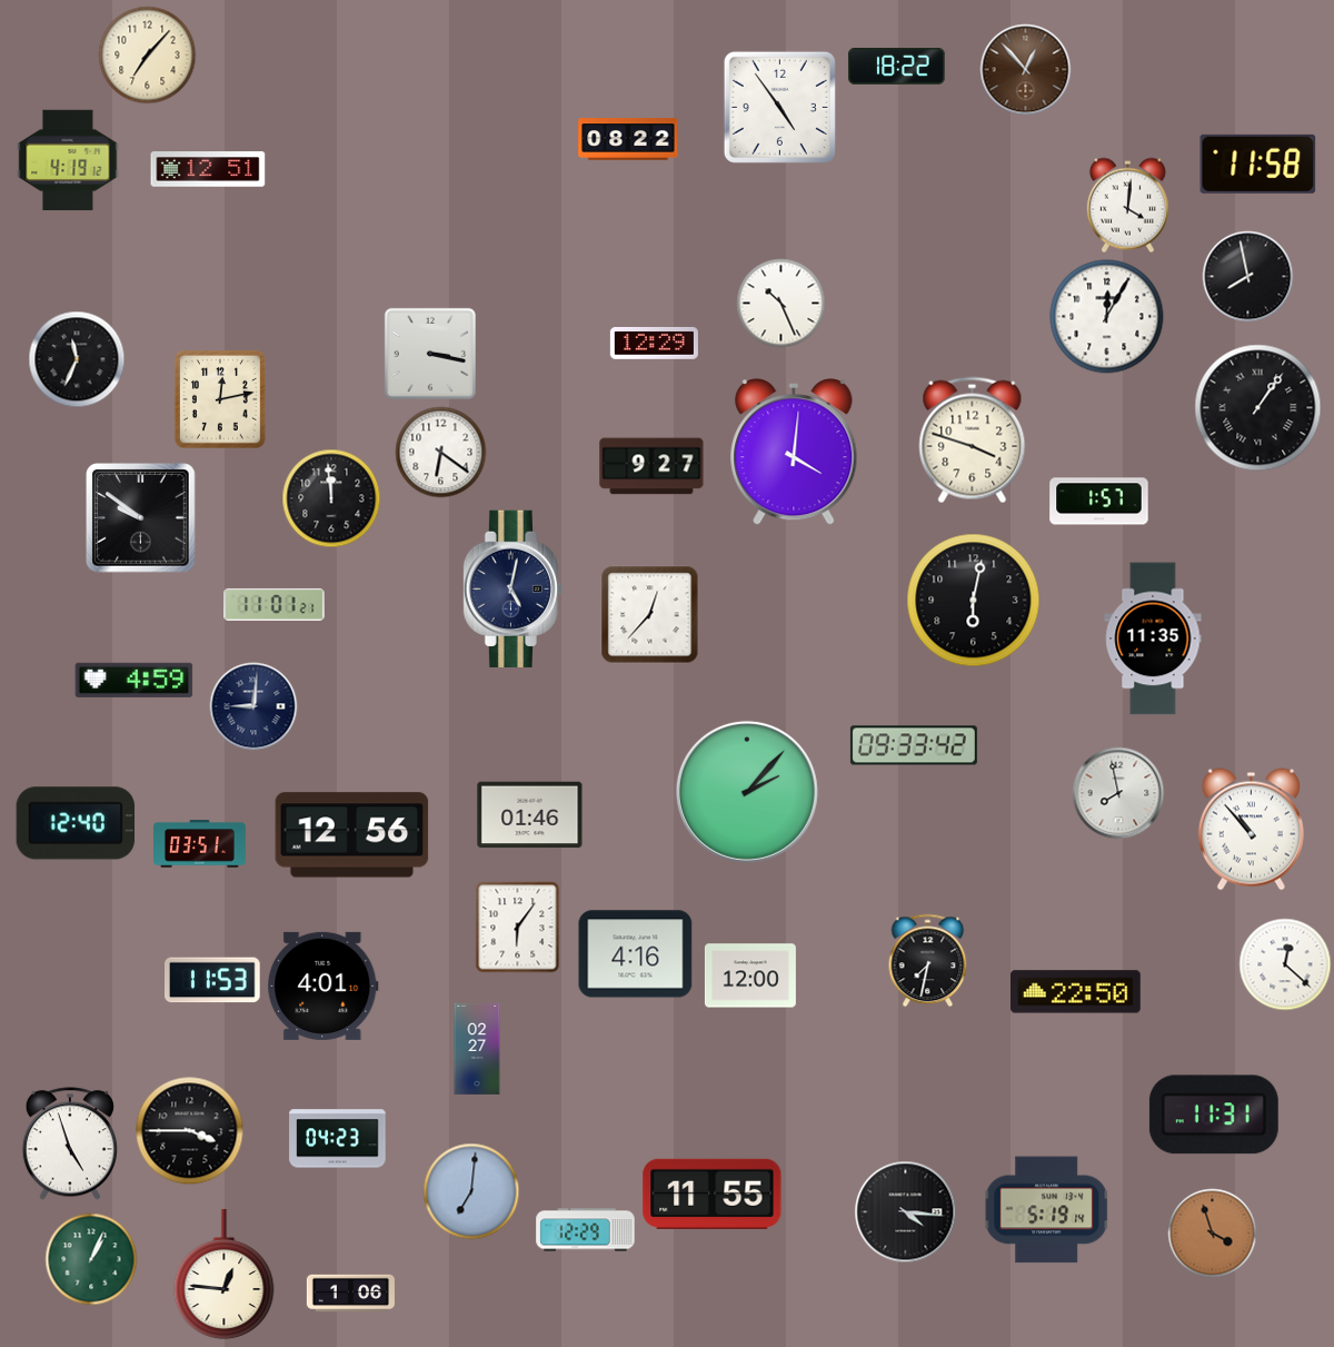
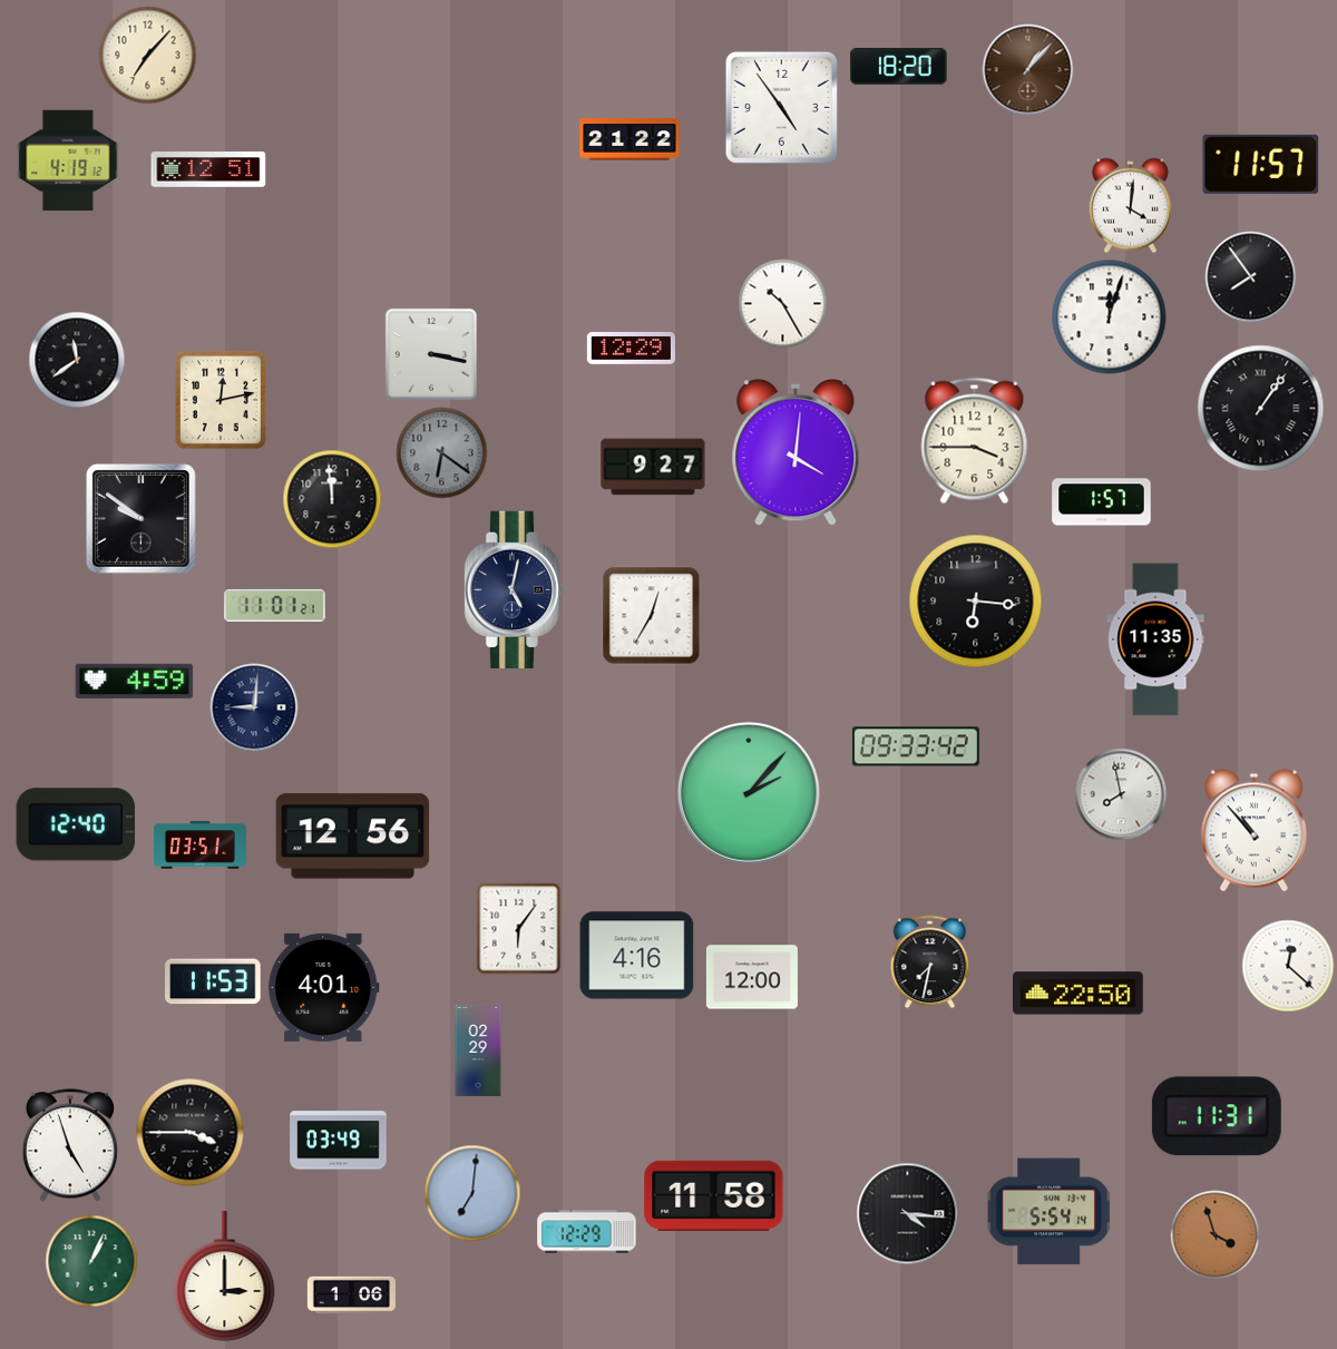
clock at (897, 66): 18:22 -> 18:20
clock at (1026, 70): 12:53 -> 1:07
clock at (628, 139): 08:22 -> 21:22
clock at (1258, 164): 11:58 -> 11:57
clock at (1248, 277): 7:58 -> 7:54
clock at (782, 304): 10:26 -> 10:25
clock at (1107, 317): 12:05 -> 12:03
clock at (654, 343) position: (654, 343) -> (631, 348)
clock at (77, 359): 11:34 -> 11:39
clock at (973, 440): 3:48 -> 3:45
clock at (441, 453) dial: white -> grey
clock at (974, 601): 6:02 -> 6:16
clock at (650, 615): 12:37 -> 12:35
clock at (530, 815): 01:46 -> none
clock at (477, 1049): 02:27 -> 02:29
clock at (338, 1139): 04:23 -> 03:49
clock at (713, 1194): 11:55 -> 11:58
clock at (1047, 1210): 5:19 -> 5:54
clock at (225, 1276): 12:46 -> 3:00
